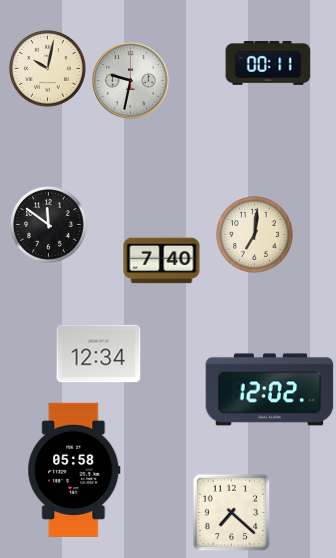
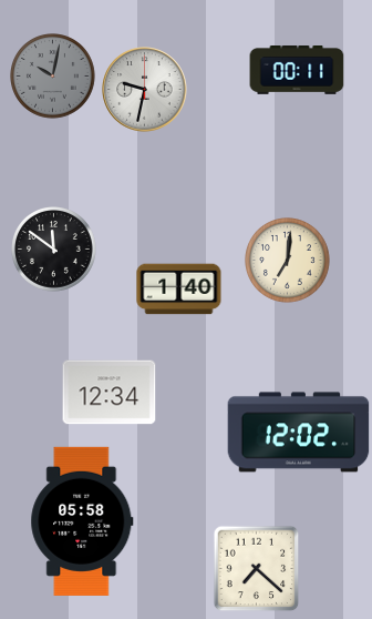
clock at (48, 69) dial: cream -> grey
clock at (255, 235) position: (255, 235) -> (288, 261)
clock at (162, 261): 7:40 -> 1:40
